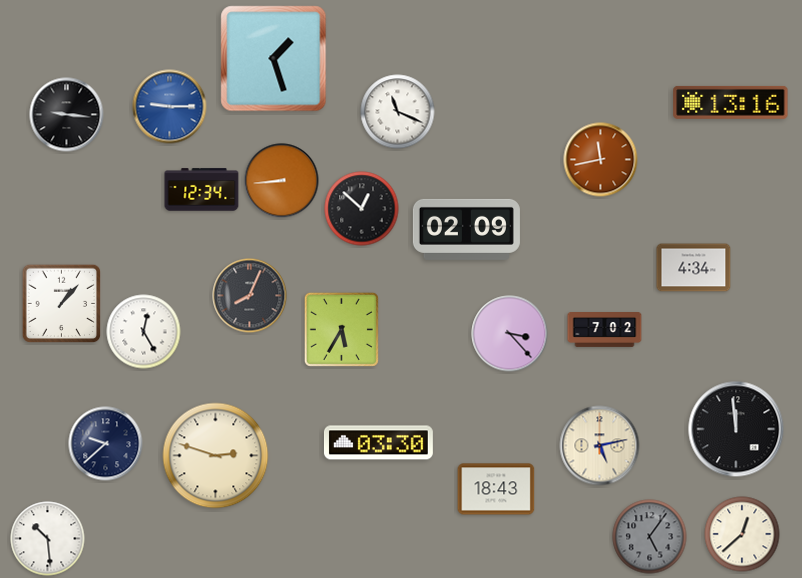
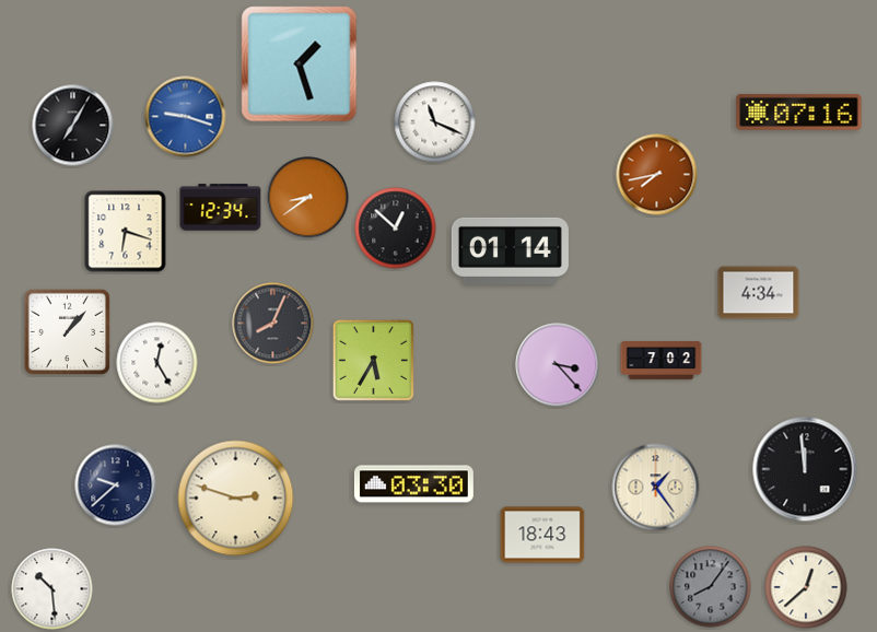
clock at (731, 102): 13:16 -> 07:16
clock at (170, 107): 9:15 -> 9:18
clock at (67, 115): 9:16 -> 7:05
clock at (601, 160): 11:43 -> 7:43
clock at (282, 181): 8:44 -> 8:39
clock at (126, 232): none -> 6:18
clock at (466, 229): 02:09 -> 01:14
clock at (600, 446): 5:13 -> 1:24
clock at (742, 534) position: (742, 534) -> (806, 587)
clock at (650, 537): 5:06 -> 8:06
